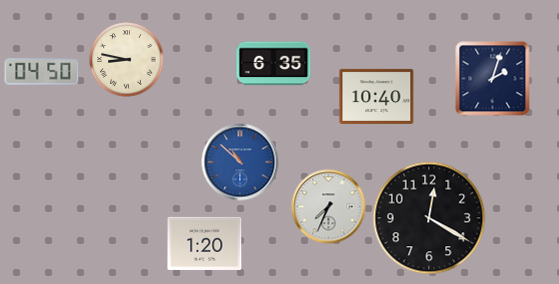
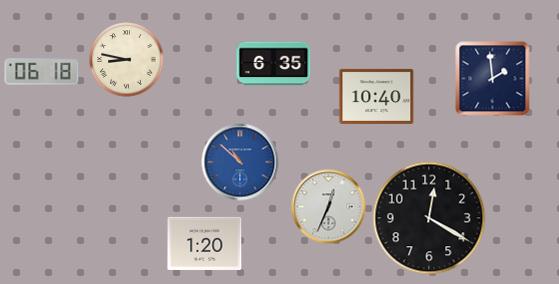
clock at (42, 72): 04:50 -> 06:18
clock at (493, 79): 2:03 -> 1:59
clock at (329, 207): 7:34 -> 12:34
